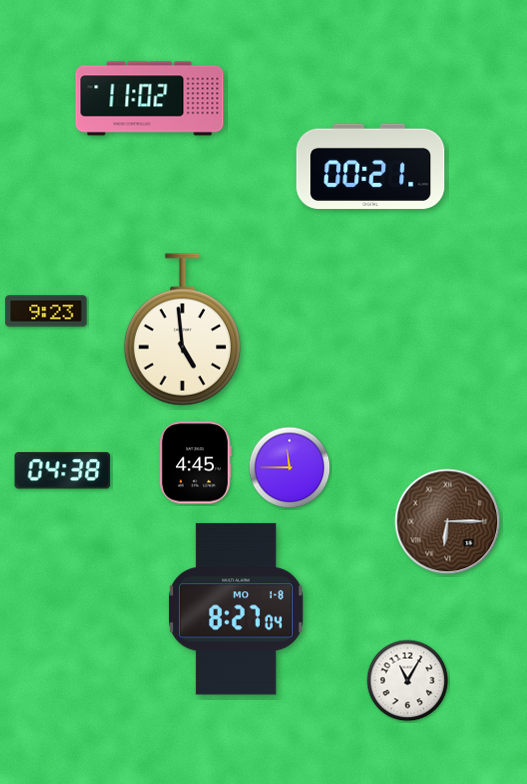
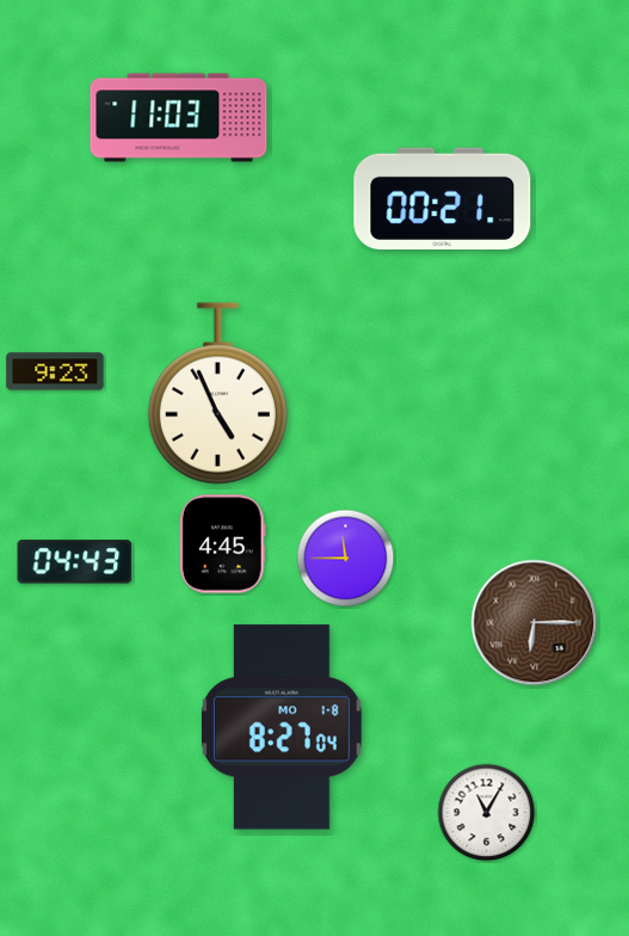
clock at (150, 99): 11:02 -> 11:03
clock at (182, 330): 4:59 -> 4:56
clock at (195, 463) position: (195, 463) -> (222, 544)
clock at (63, 471): 04:38 -> 04:43
